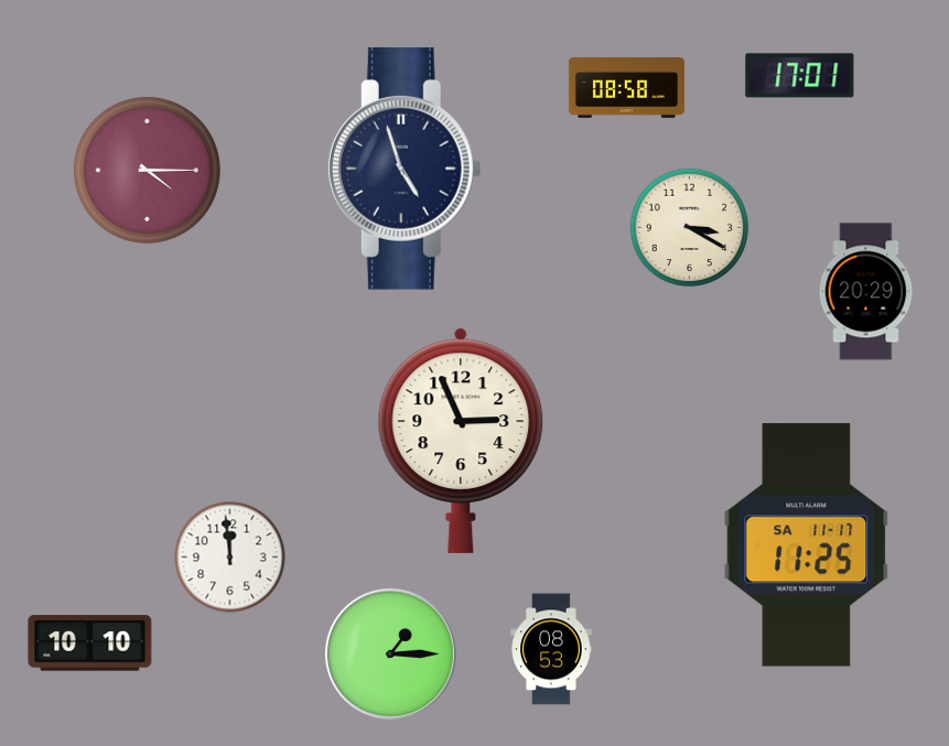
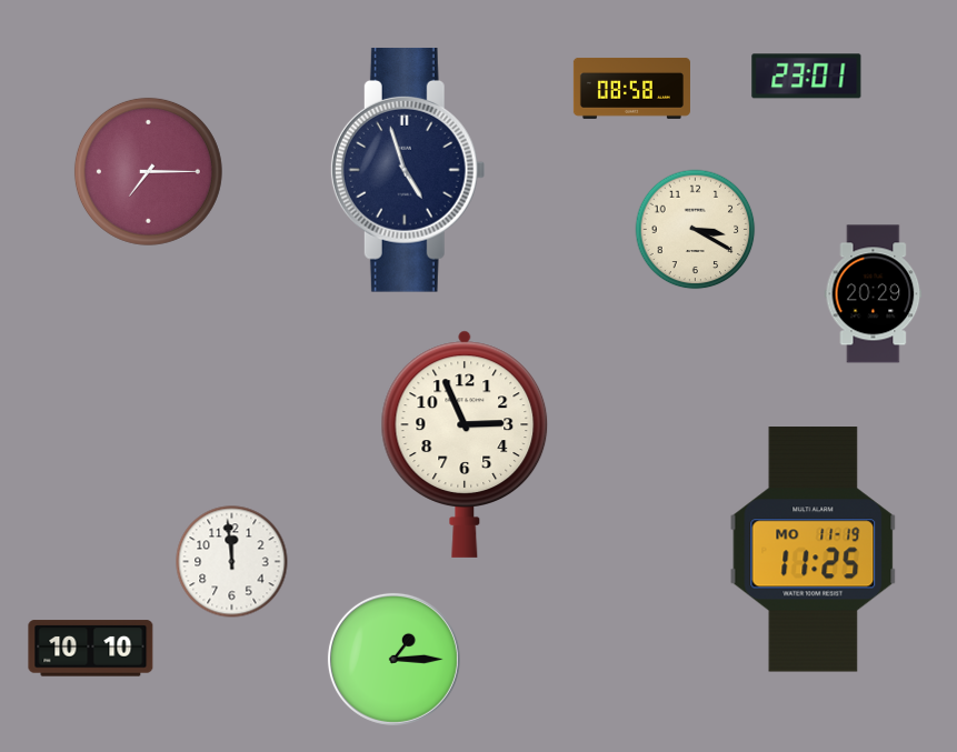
clock at (800, 76): 17:01 -> 23:01
clock at (147, 170): 4:15 -> 7:15
clock at (807, 545) date: SA 11-17 -> MO 11-19
clock at (551, 649): 08:53 -> none
